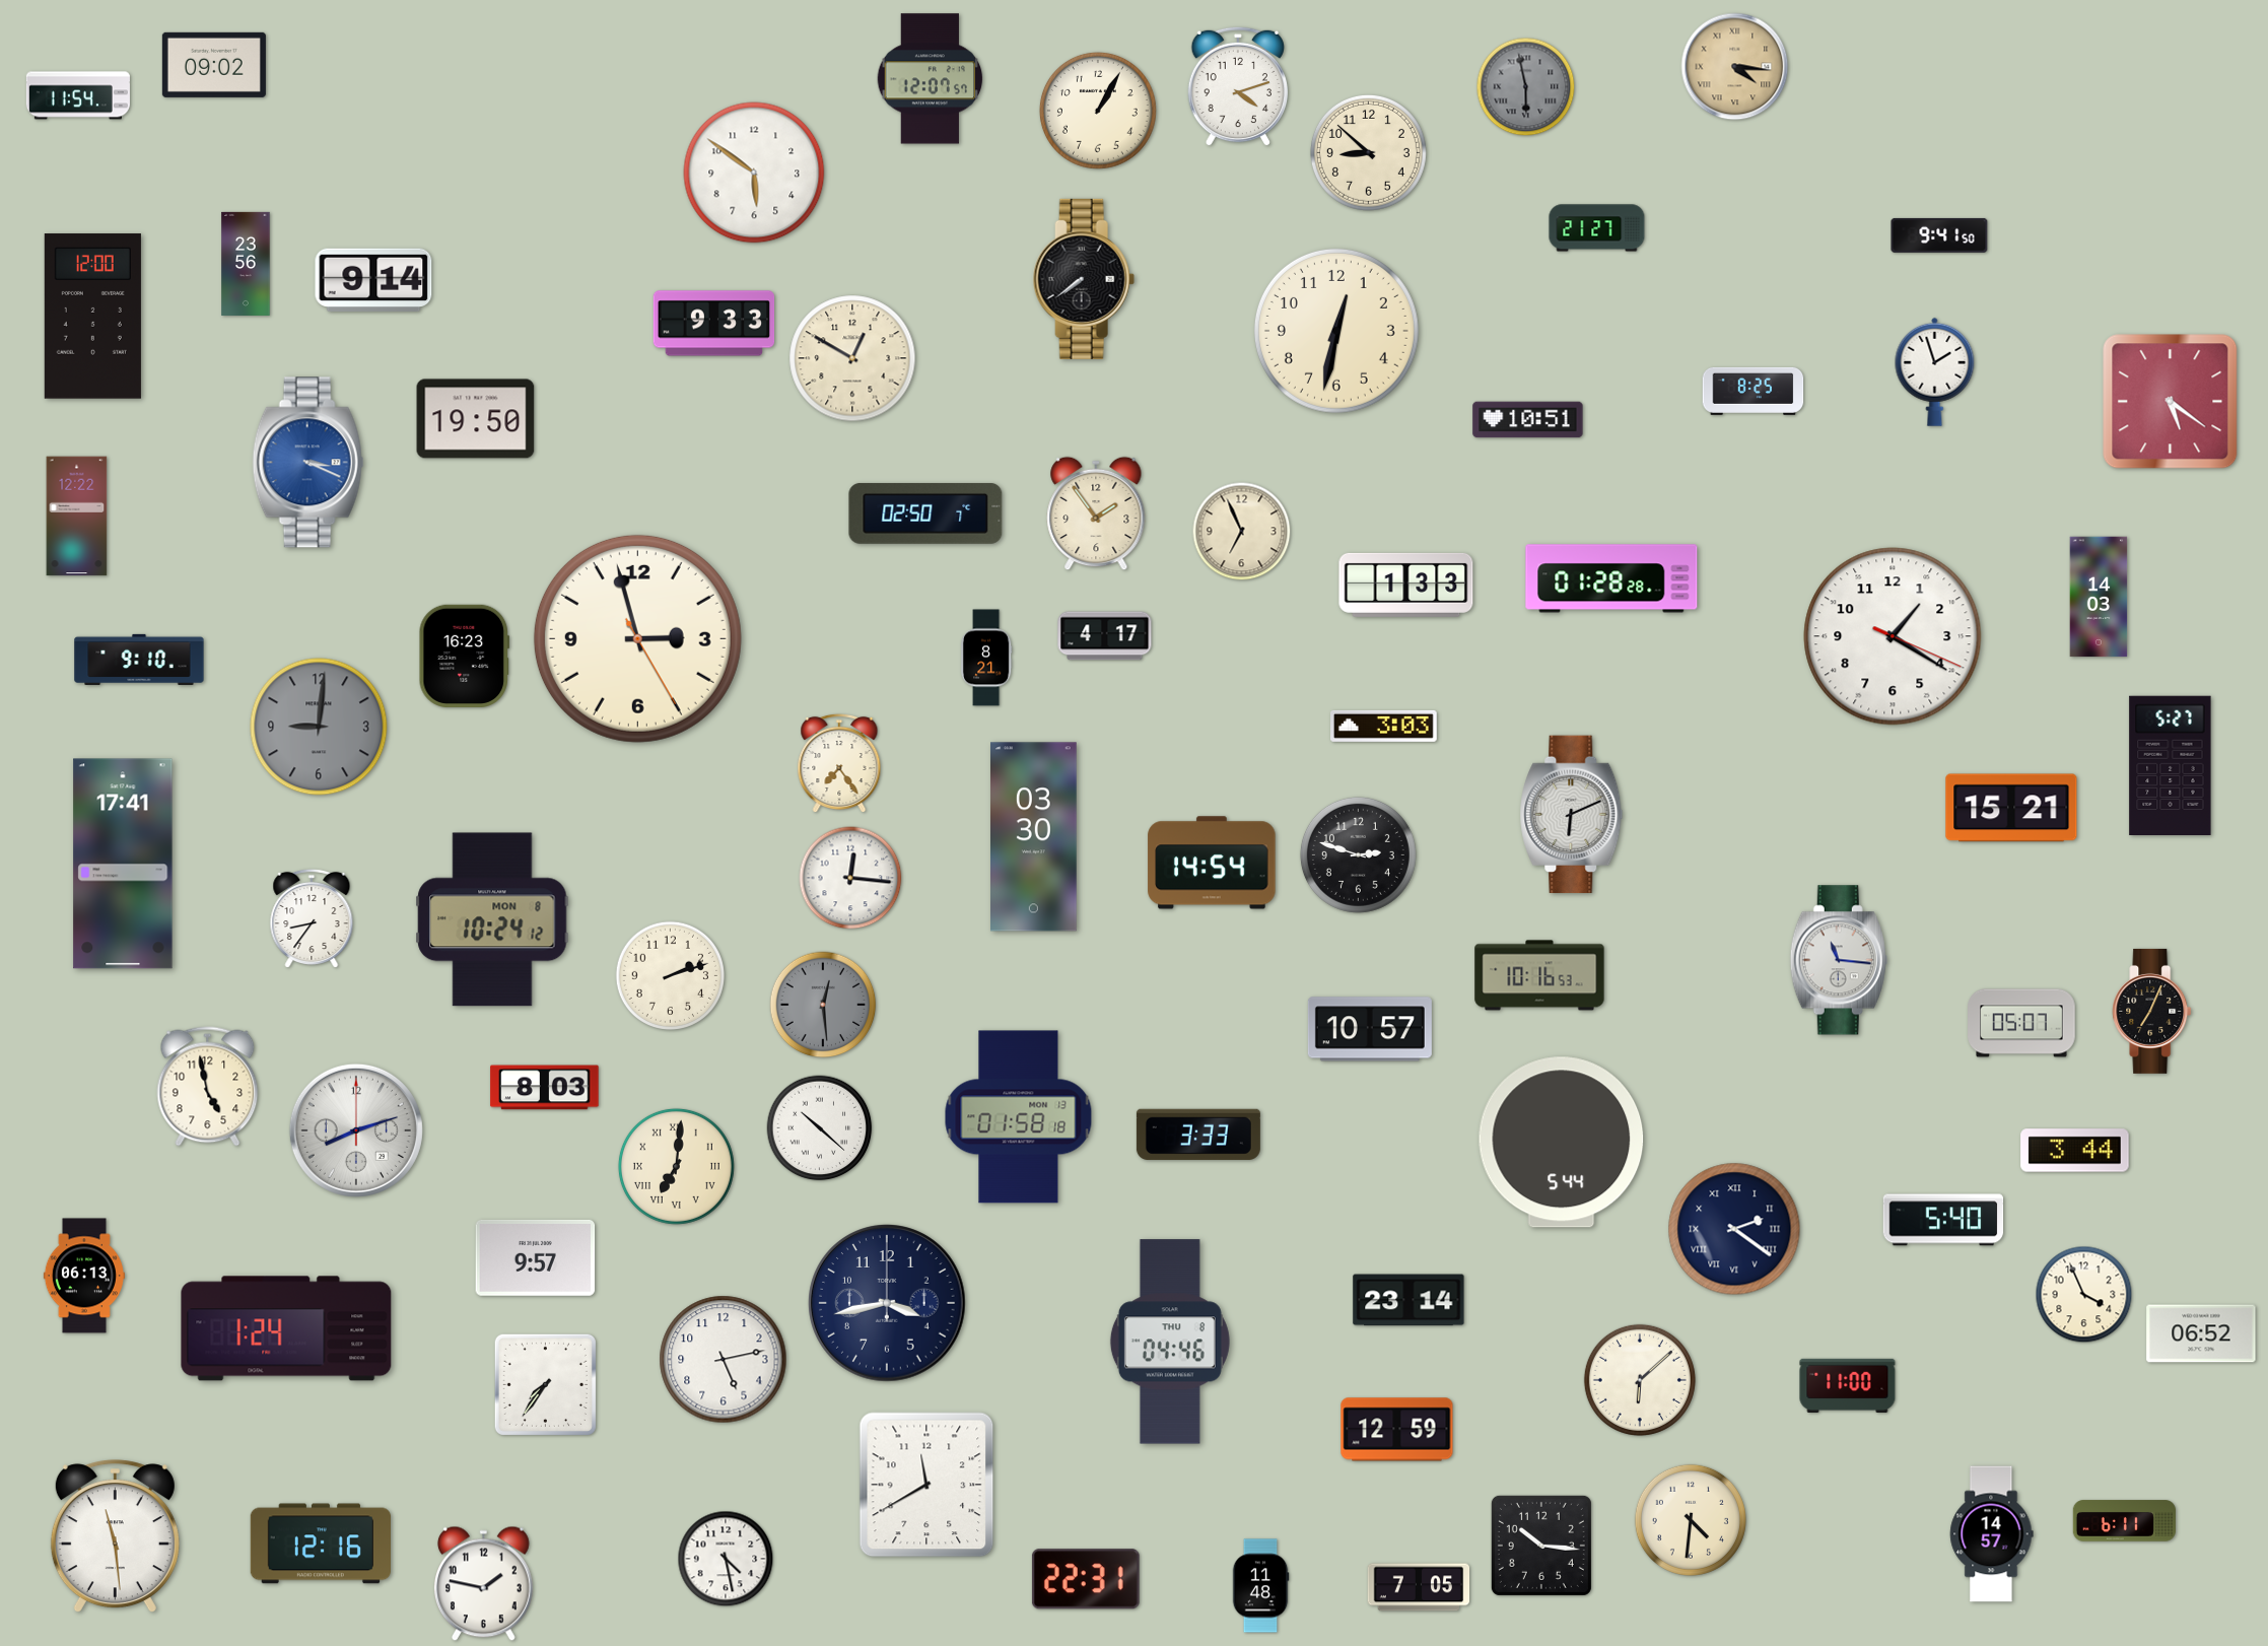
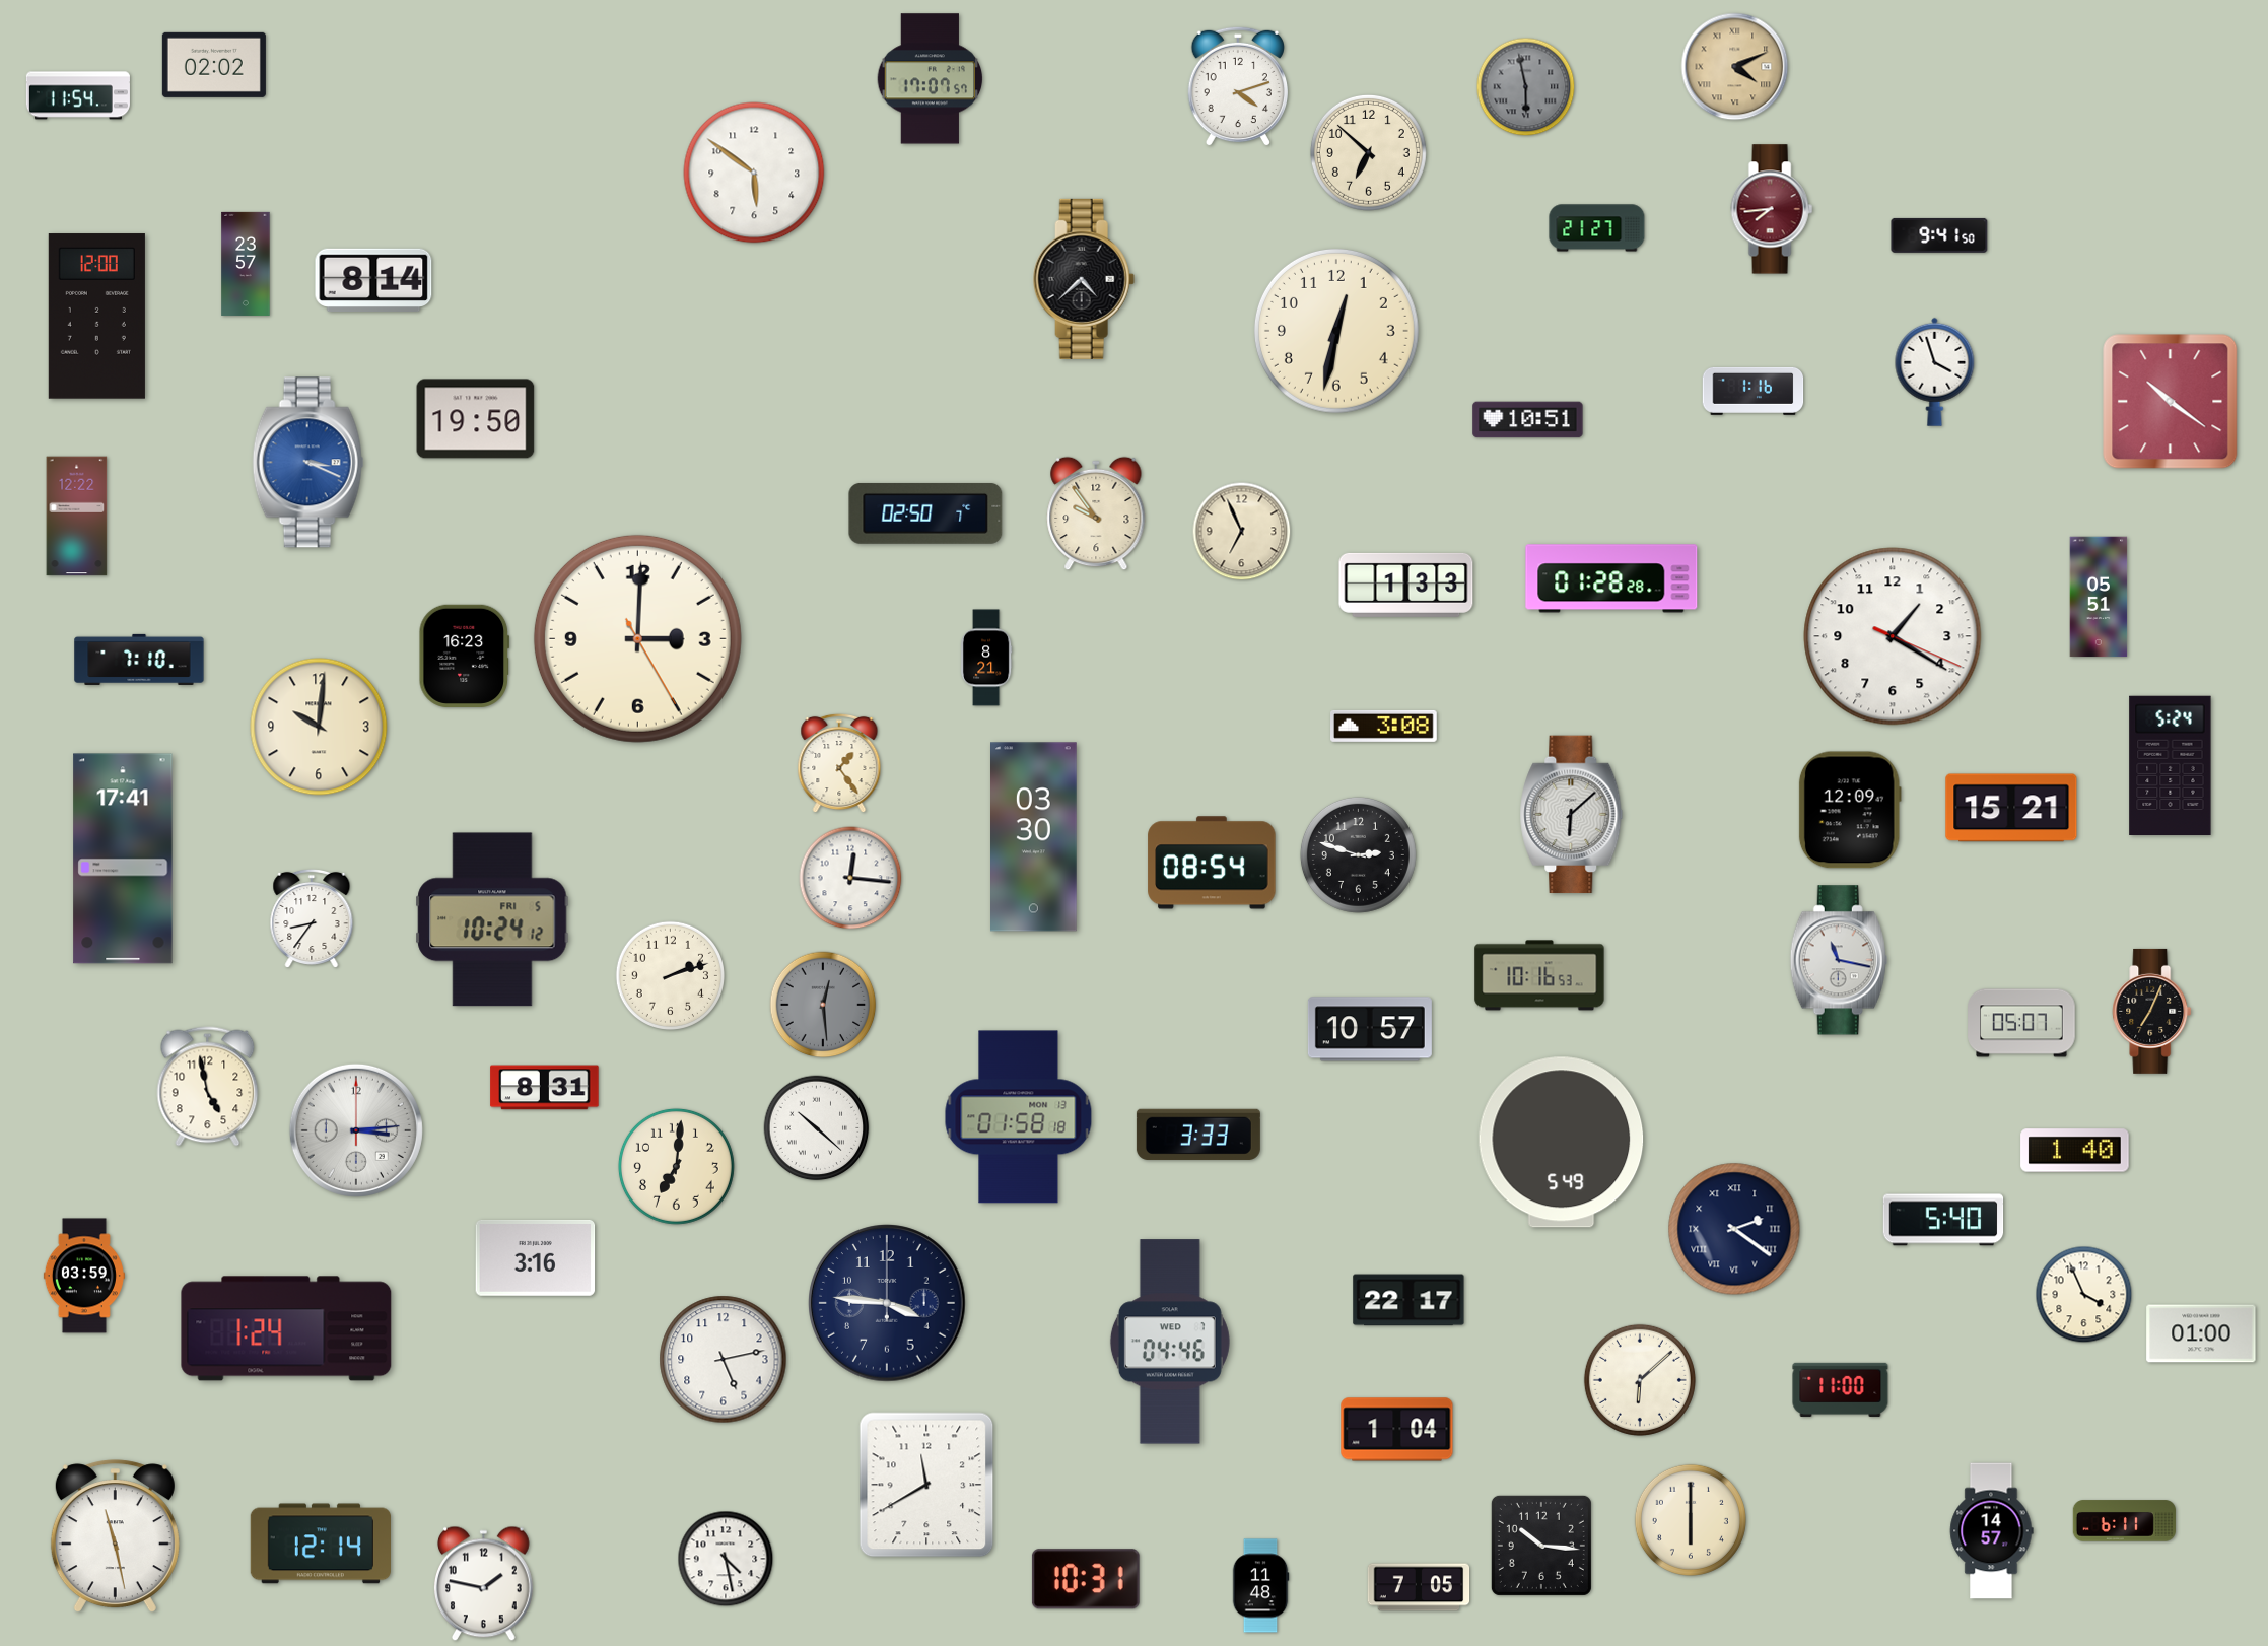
clock at (214, 65): 09:02 -> 02:02
clock at (1735, 67): 4:16 -> 4:11
clock at (931, 79): 12:07 -> 17:07
clock at (1098, 111): 1:05 -> none
clock at (1368, 152): 8:52 -> 6:52
clock at (1772, 209): none -> 7:44
clock at (246, 264): 23:56 -> 23:57
clock at (1084, 279): 7:39 -> 4:38
clock at (373, 280): 9:14 -> 8:14
clock at (92, 317) position: (92, 317) -> (96, 317)
clock at (714, 324): 9:33 -> none
clock at (852, 358): 12:50 -> none
clock at (1935, 371): 1:57 -> 3:57
clock at (1754, 391): 8:25 -> 1:16
clock at (2171, 402): 5:21 -> 10:21
clock at (1096, 513): 1:54 -> 9:54
clock at (2099, 597): 14:03 -> 05:51
clock at (1105, 636): 4:17 -> none
clock at (637, 638): 2:57 -> 3:00
clock at (139, 660): 9:10 -> 7:10
clock at (1384, 726): 3:03 -> 3:08
clock at (319, 727): 9:01 -> 10:01
clock at (319, 727) dial: grey -> cream
clock at (839, 763): 7:24 -> 1:24
clock at (2171, 766): 5:27 -> 5:24
clock at (1850, 810): none -> 12:09
clock at (1572, 815): 6:11 -> 6:08
clock at (1212, 863): 14:54 -> 08:54
clock at (123, 864) position: (123, 864) -> (123, 859)
clock at (492, 919) date: MON 8 -> FRI 5
clock at (1839, 960): 11:16 -> 11:17
clock at (545, 1088): 8:03 -> 8:31
clock at (820, 1128) position: (820, 1128) -> (817, 1128)
clock at (356, 1130): 8:12 -> 3:14
clock at (1562, 1143): 5:44 -> 5:49
clock at (2075, 1151): 3:44 -> 1:40
clock at (676, 1166) numerals: Roman -> Arabic
clock at (536, 1257): 9:57 -> 3:16
clock at (84, 1276): 06:13 -> 03:59
clock at (1408, 1300): 23:14 -> 22:17
clock at (887, 1303): 3:43 -> 3:46
clock at (2201, 1333): 06:52 -> 01:00
clock at (1170, 1342) date: THU 8 -> WED 7
clock at (545, 1384): 7:36 -> none
clock at (1848, 1385) position: (1848, 1385) -> (1841, 1389)
clock at (1397, 1430): 12:59 -> 1:04
clock at (1691, 1520): 4:31 -> 6:00
clock at (1992, 1534) position: (1992, 1534) -> (1992, 1531)
clock at (115, 1536): 11:29 -> 11:28
clock at (320, 1544): 12:16 -> 12:14
clock at (1086, 1579): 22:31 -> 10:31
